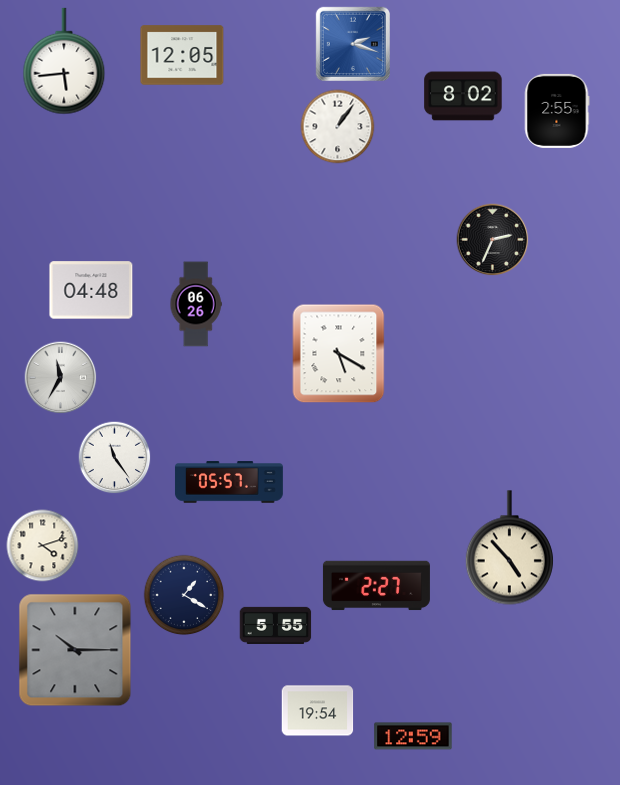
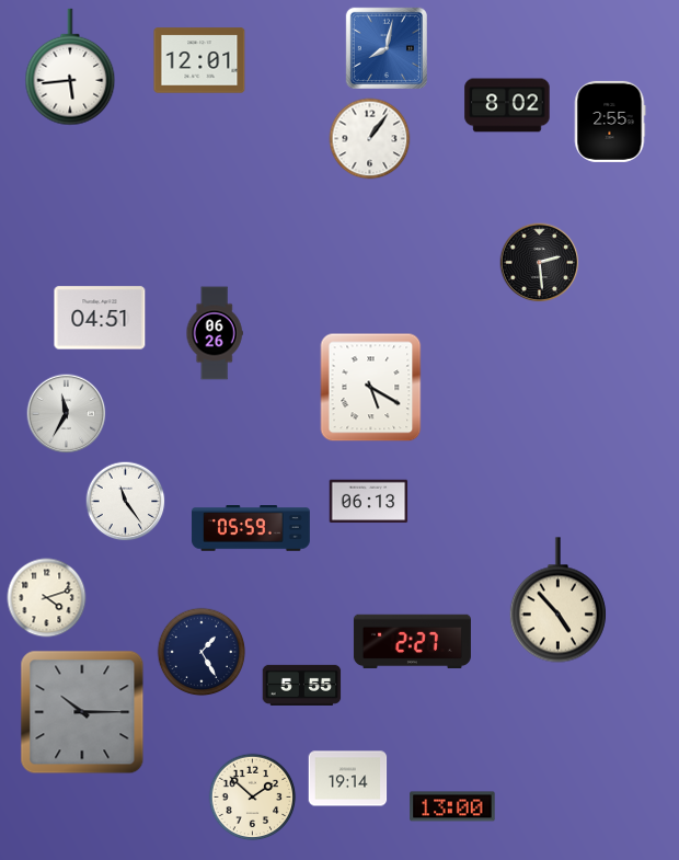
clock at (353, 44): 2:18 -> 8:02
clock at (182, 55): 12:05 -> 12:01
clock at (493, 240): 2:34 -> 2:29
clock at (91, 290): 04:48 -> 04:51
clock at (369, 502): none -> 06:13
clock at (229, 482): 05:57 -> 05:59
clock at (184, 595): 1:20 -> 1:25
clock at (318, 711): 19:54 -> 19:14
clock at (253, 798): none -> 1:52
clock at (413, 736): 12:59 -> 13:00
